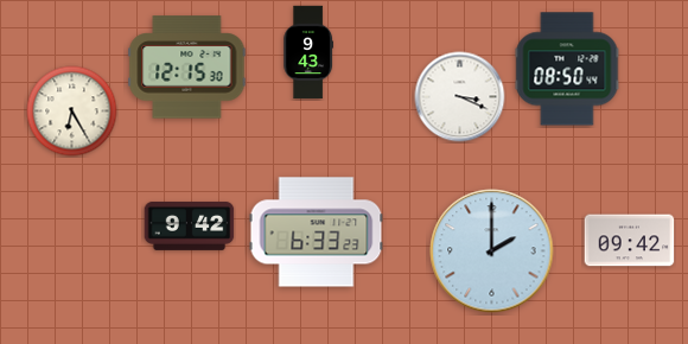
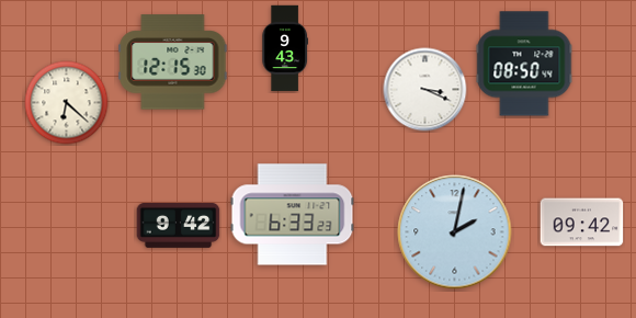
clock at (72, 112): 6:25 -> 6:22
clock at (190, 227) position: (190, 227) -> (179, 226)
clock at (492, 251): 2:00 -> 2:02
